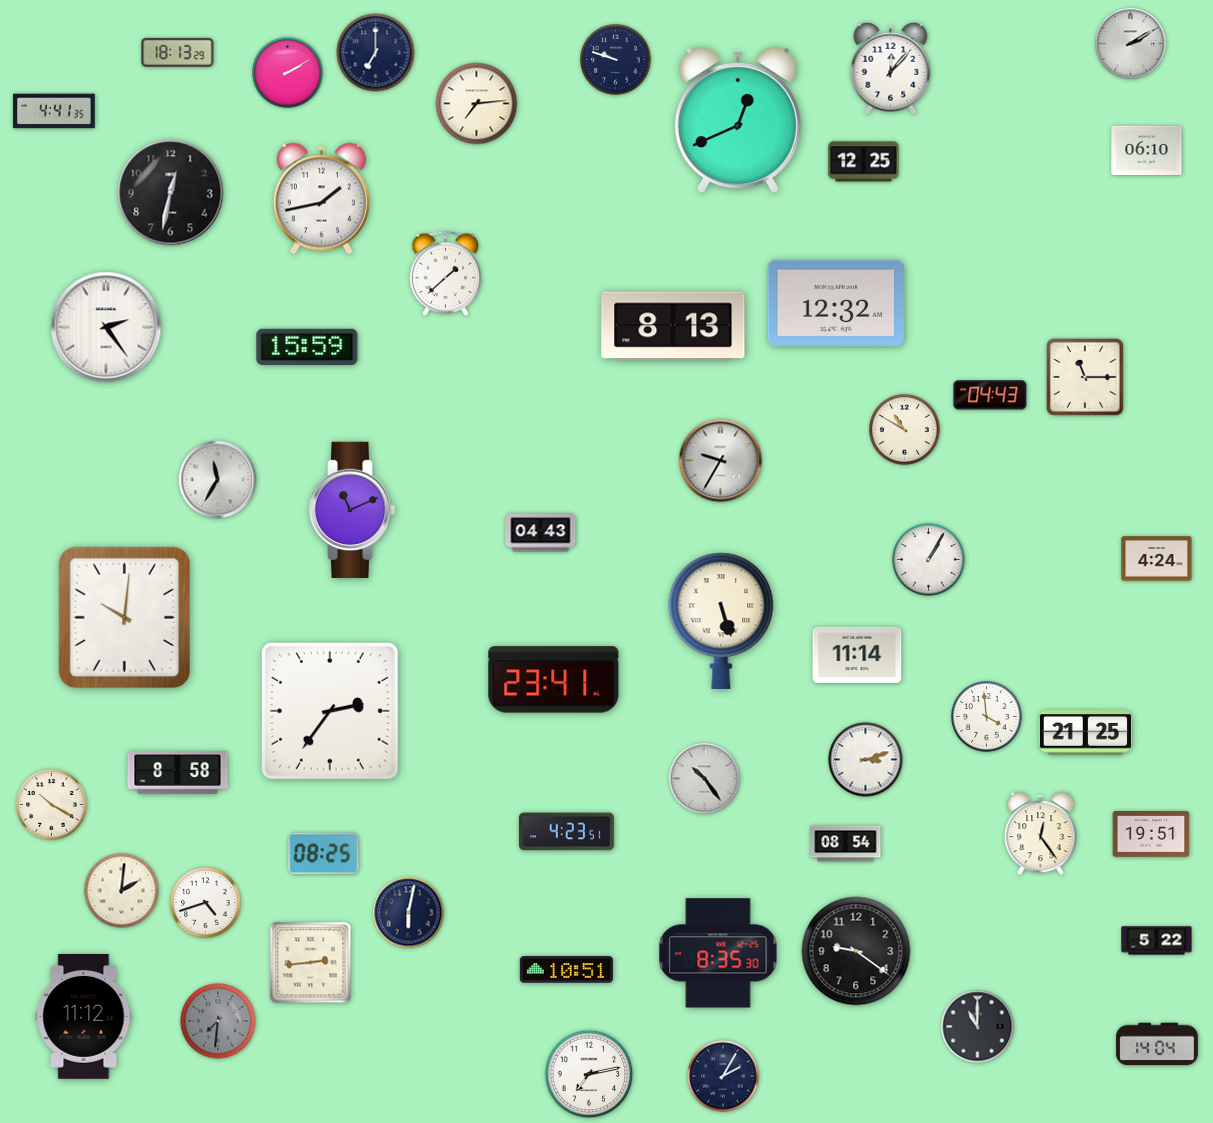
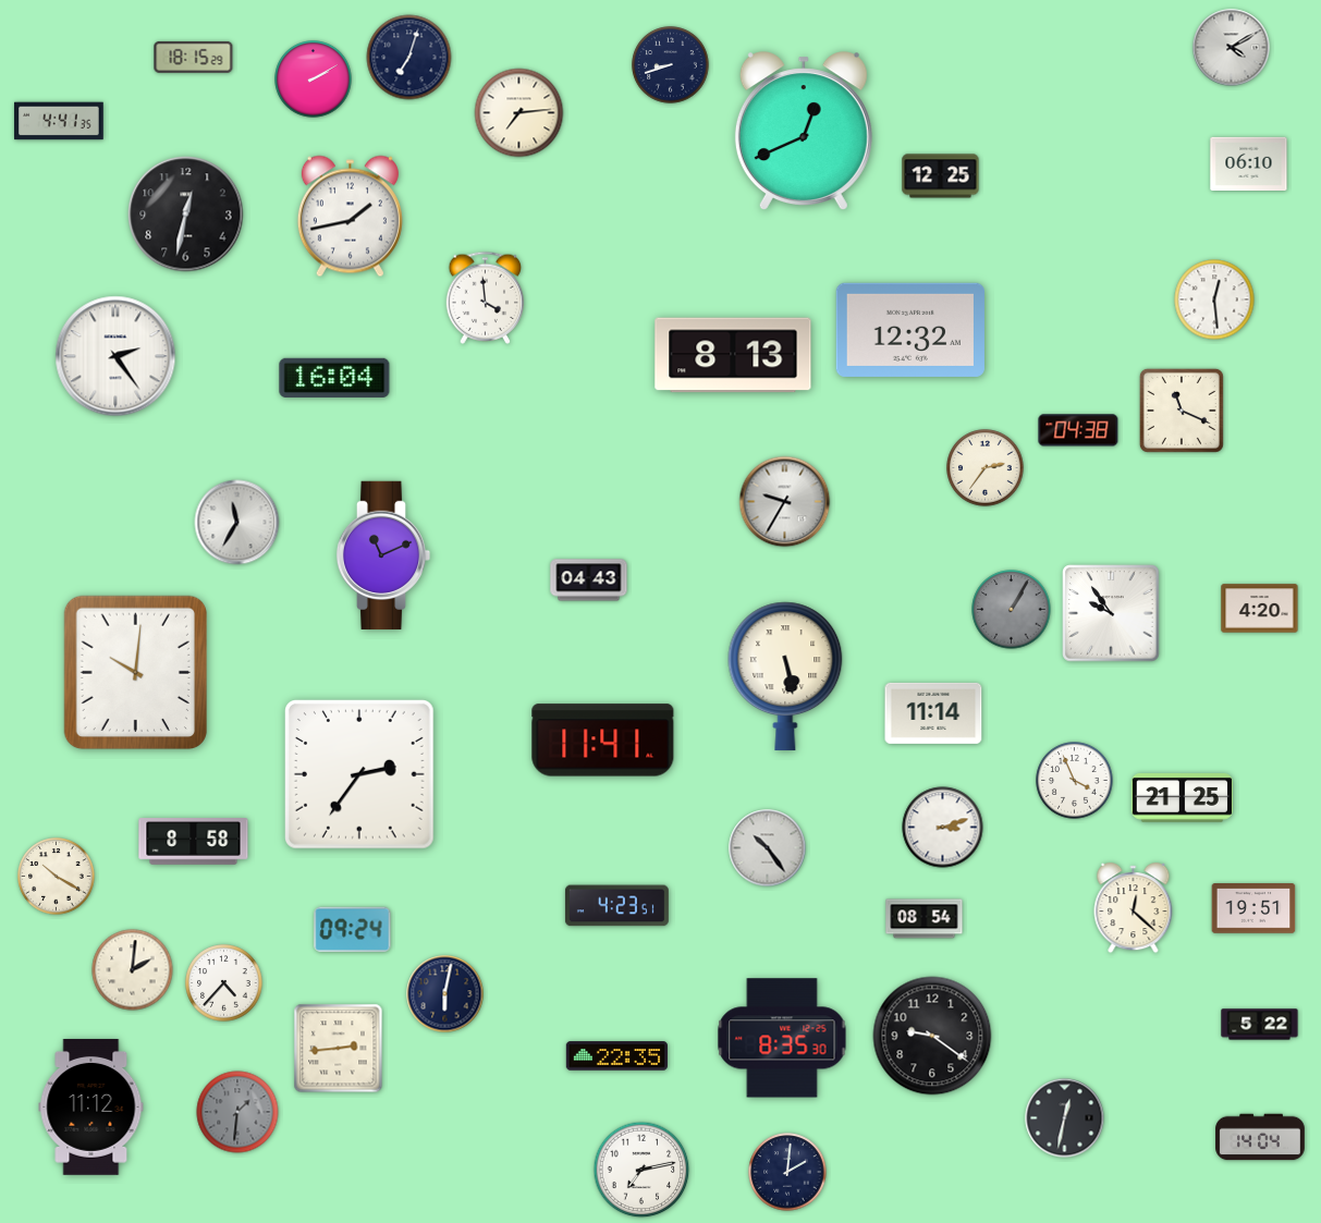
clock at (1131, 44): 2:10 -> 4:10
clock at (178, 52): 18:13 -> 18:15
clock at (376, 53): 7:00 -> 7:03
clock at (616, 60): 9:48 -> 8:42
clock at (891, 68): 12:07 -> none
clock at (171, 193) position: (171, 193) -> (186, 215)
clock at (446, 273): 1:38 -> 3:59
clock at (1214, 299): none -> 12:29
clock at (307, 347): 15:59 -> 16:04
clock at (1085, 377): 11:15 -> 11:19
clock at (990, 395): 04:43 -> 04:38
clock at (905, 430): 10:50 -> 2:36
clock at (1157, 559): 4:24 -> 4:20
clock at (929, 560) dial: white -> grey
clock at (1111, 613): none -> 9:54
clock at (721, 621): 5:27 -> 5:28
clock at (554, 680): 23:41 -> 11:41
clock at (987, 717): 3:59 -> 3:56
clock at (1041, 834): 12:24 -> 12:22
clock at (846, 844) position: (846, 844) -> (925, 919)
clock at (324, 854): 08:25 -> 09:24
clock at (206, 903): 4:42 -> 4:37
clock at (566, 970): 10:51 -> 22:35
clock at (218, 1021): 7:31 -> 1:31
clock at (978, 1027): 11:00 -> 12:32
clock at (723, 1076): 2:05 -> 2:01
